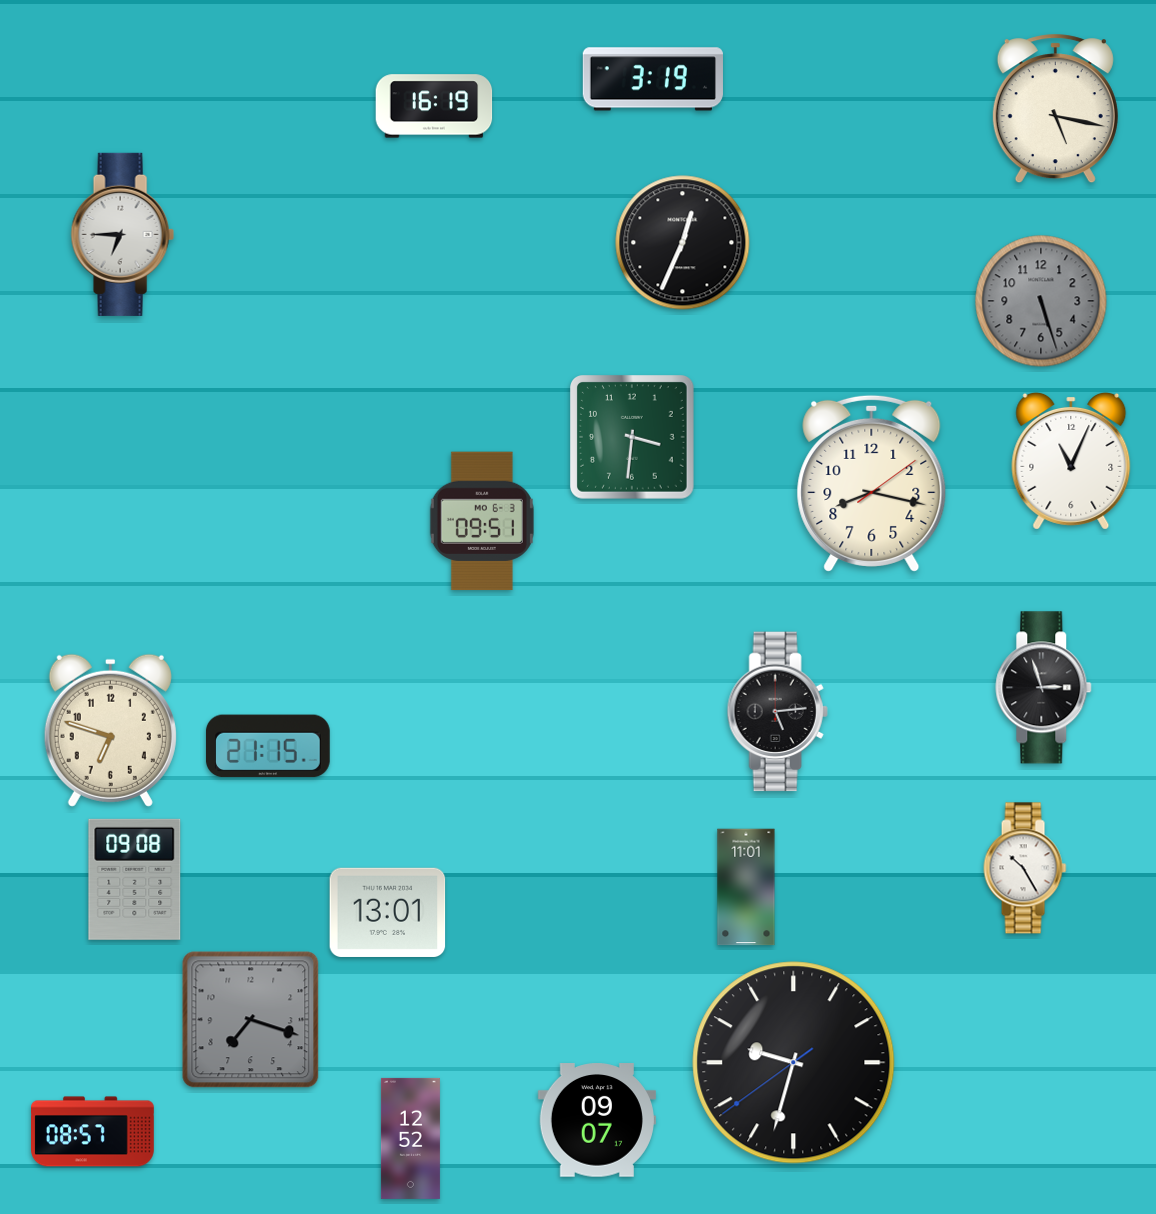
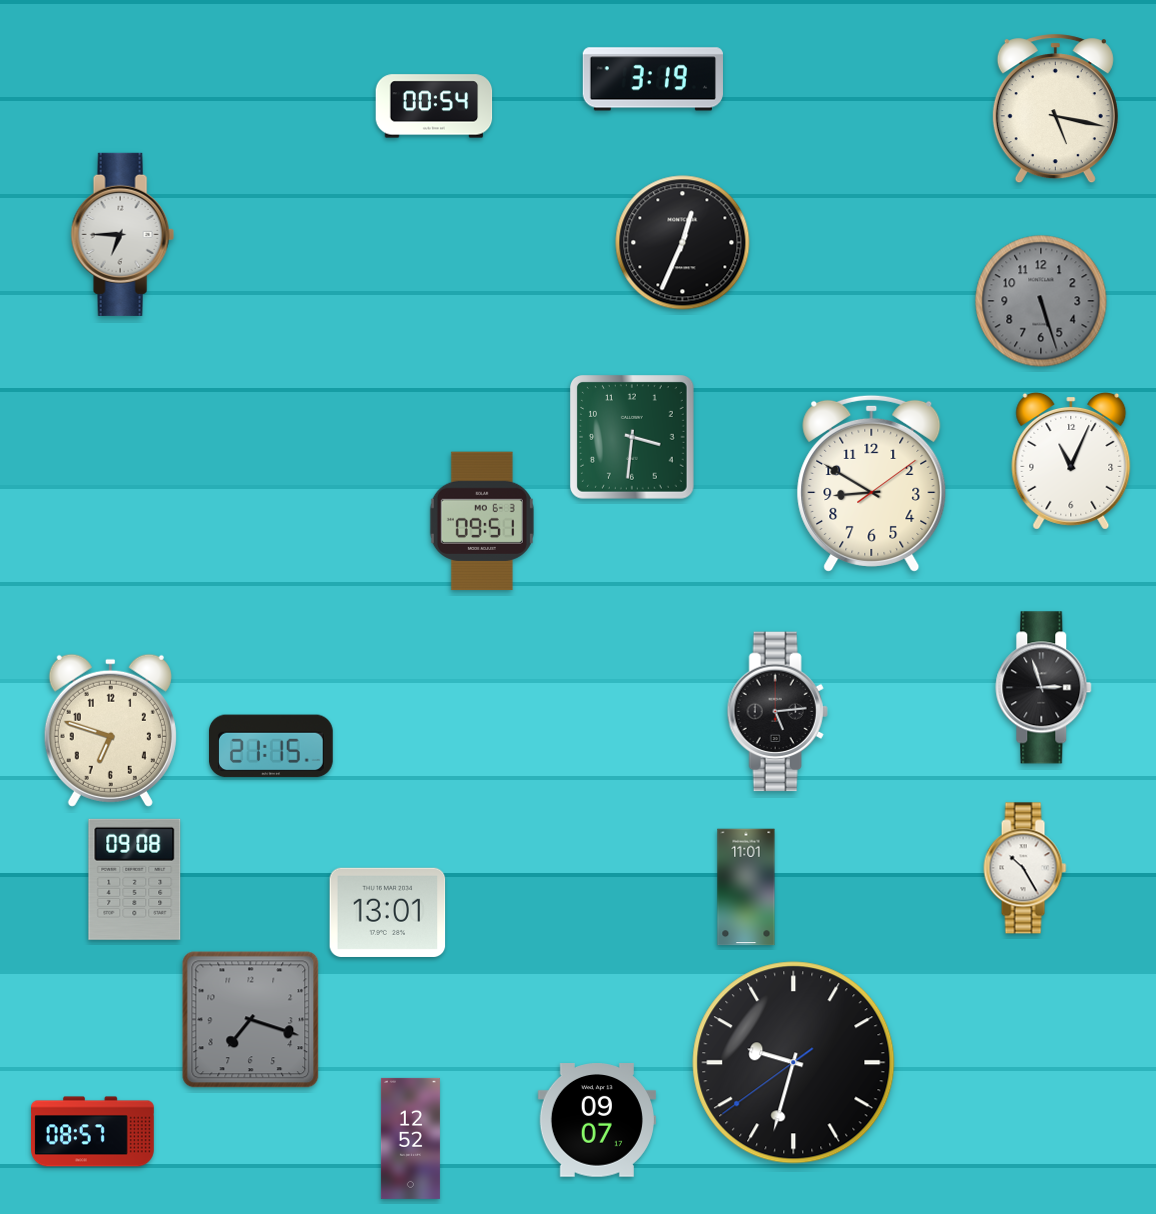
clock at (434, 106): 16:19 -> 00:54
clock at (872, 483): 8:17 -> 8:50
clock at (268, 746) position: (268, 746) -> (271, 746)
